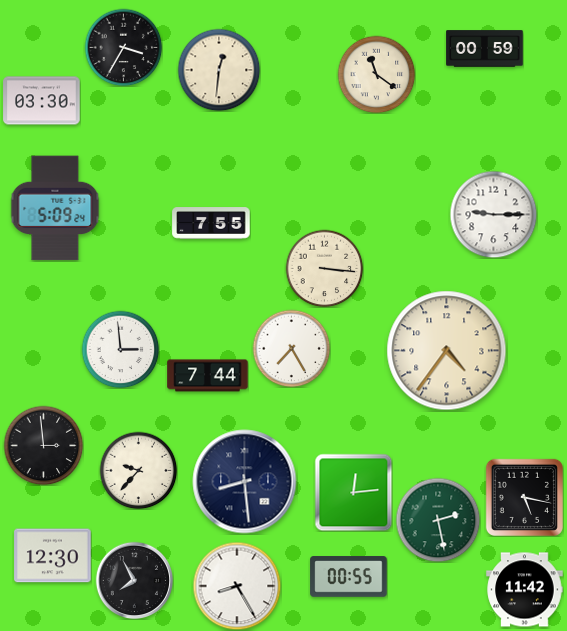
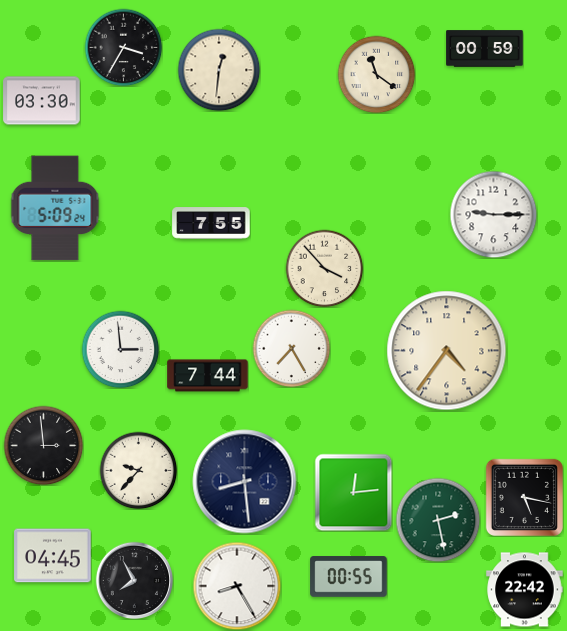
clock at (324, 268): 3:16 -> 3:53
clock at (53, 556): 12:30 -> 04:45
clock at (525, 590): 11:42 -> 22:42
